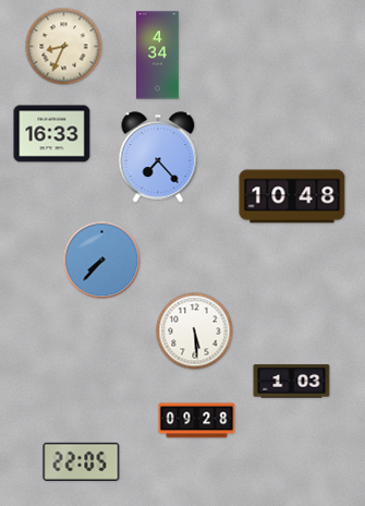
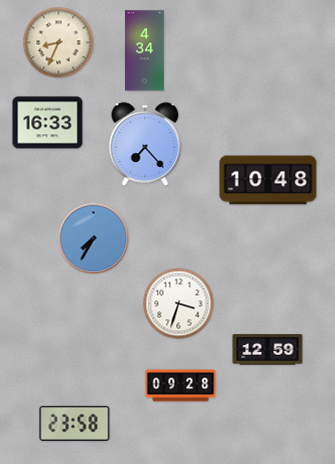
clock at (102, 261): 7:37 -> 7:35
clock at (195, 332): 5:29 -> 3:33
clock at (292, 382): 1:03 -> 12:59
clock at (82, 461): 22:05 -> 23:58
